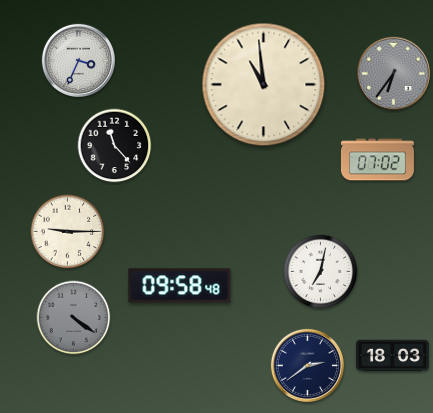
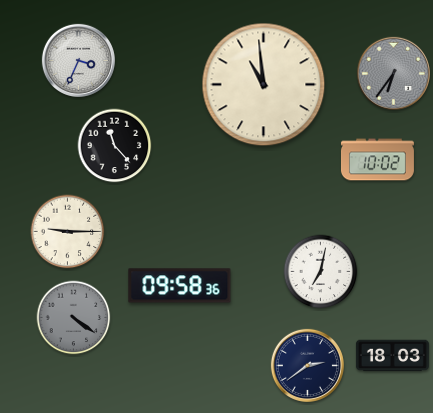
clock at (377, 160): 07:02 -> 10:02
clock at (180, 286): 09:58:48 -> 09:58:36
